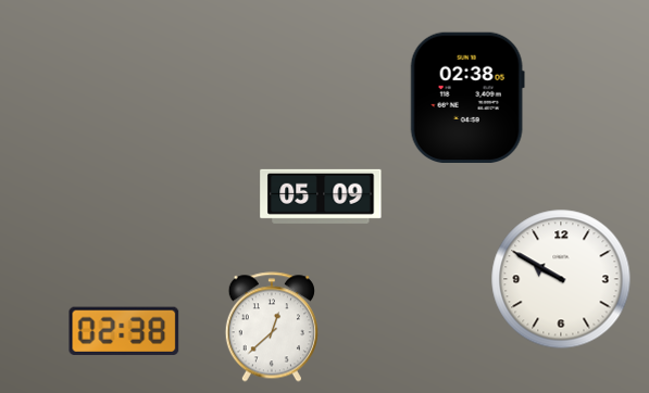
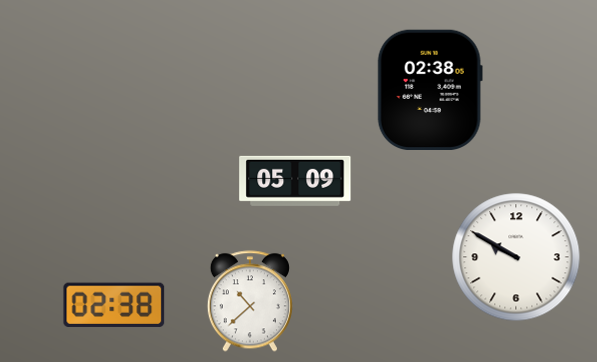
clock at (272, 327): 12:38 -> 10:38
